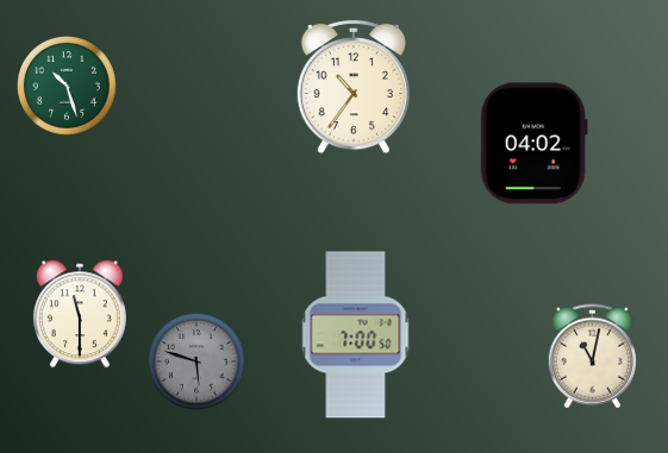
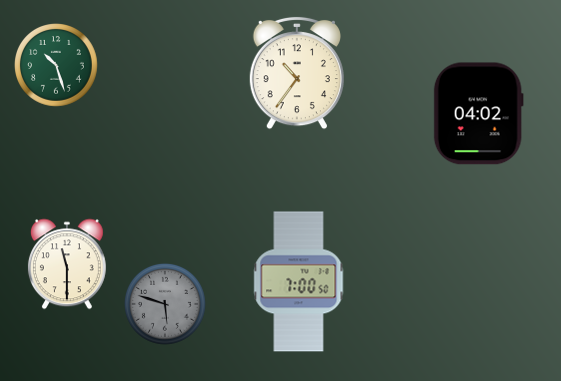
clock at (68, 87) position: (68, 87) -> (57, 66)
clock at (533, 144) position: (533, 144) -> (478, 114)
clock at (592, 357): 11:02 -> none
